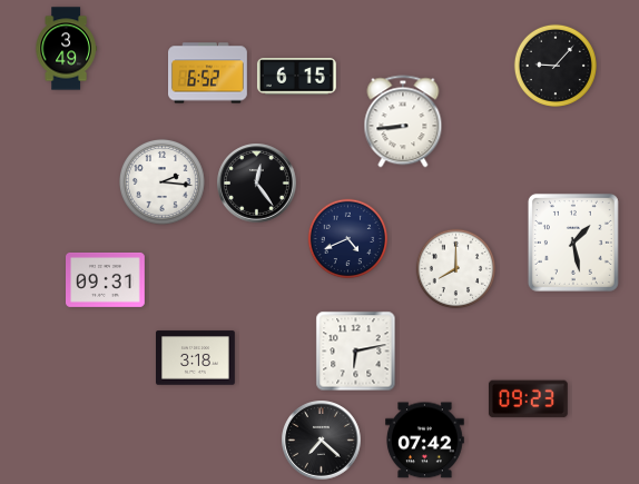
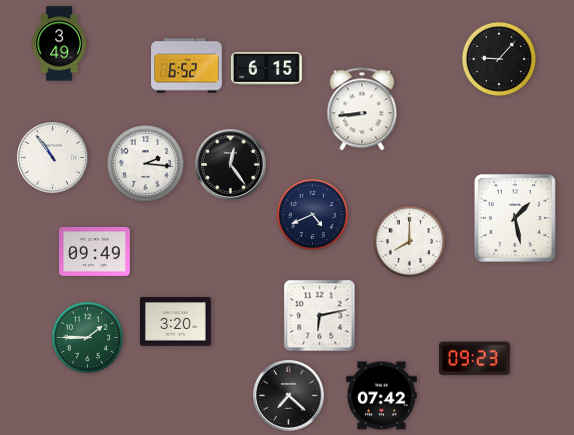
clock at (53, 158): none -> 10:54
clock at (106, 279): 09:31 -> 09:49
clock at (196, 358): 3:18 -> 3:20
clock at (88, 338): none -> 1:45
